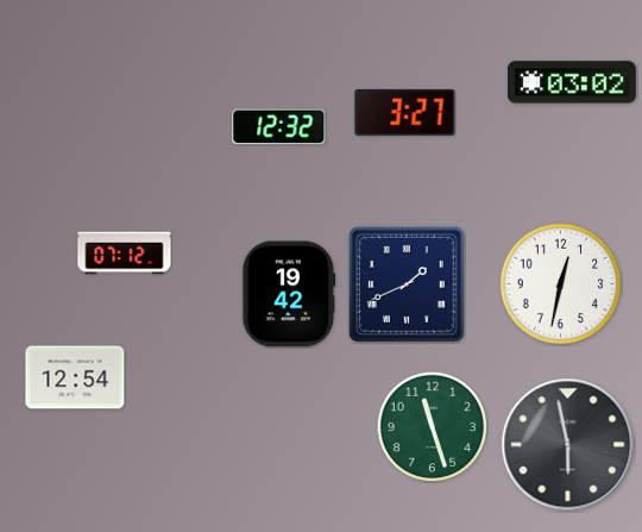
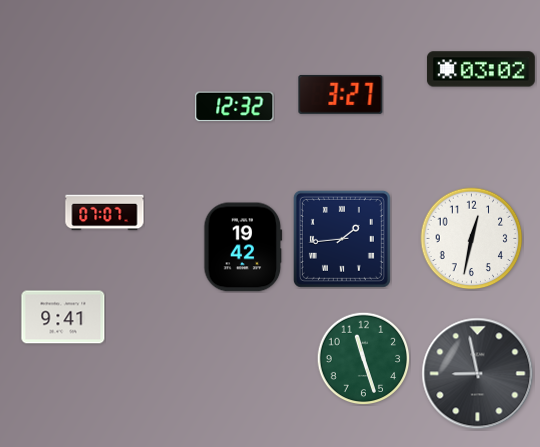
clock at (125, 254): 07:12 -> 07:07
clock at (407, 284): 1:41 -> 1:44
clock at (75, 377): 12:54 -> 9:41
clock at (568, 445): 5:58 -> 8:58
